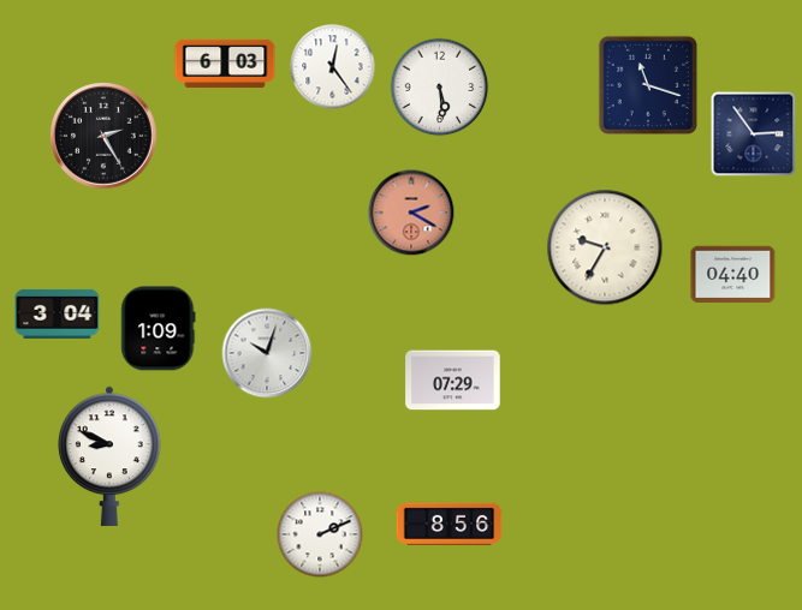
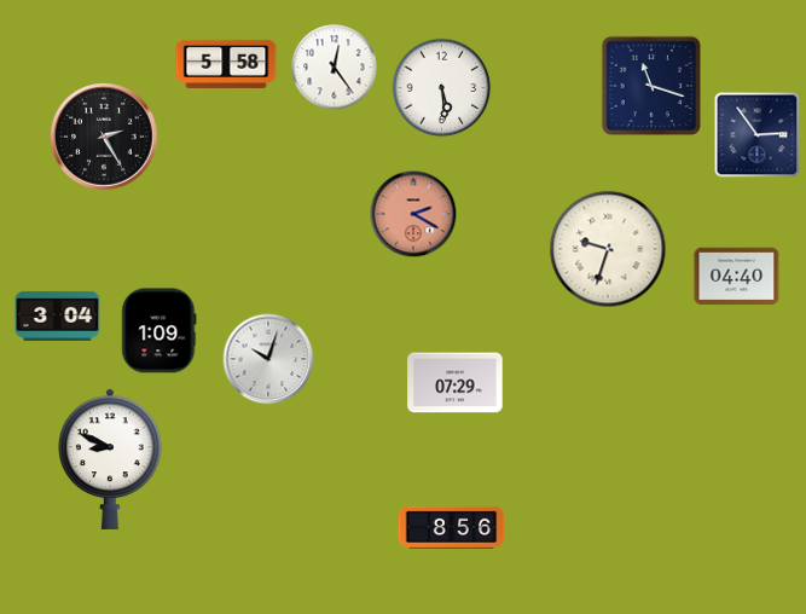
clock at (225, 64): 6:03 -> 5:58
clock at (605, 247): 9:35 -> 9:33
clock at (267, 353) position: (267, 353) -> (268, 359)
clock at (320, 534): 2:11 -> none
